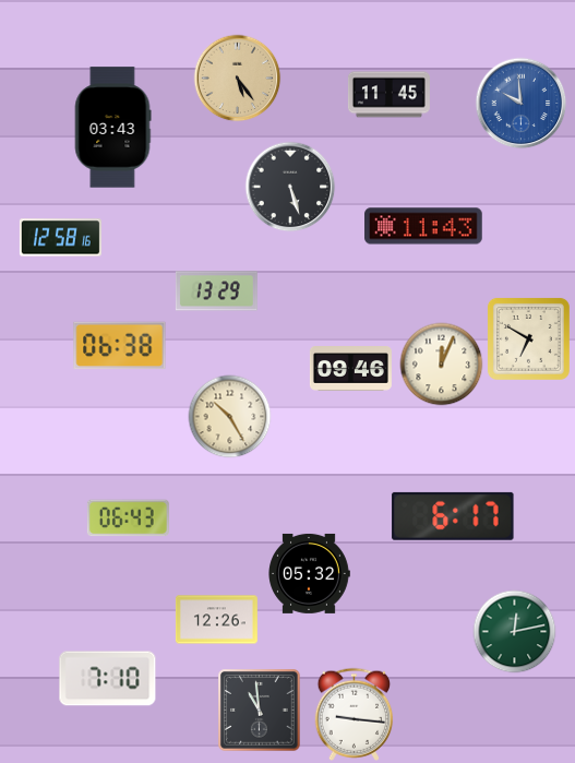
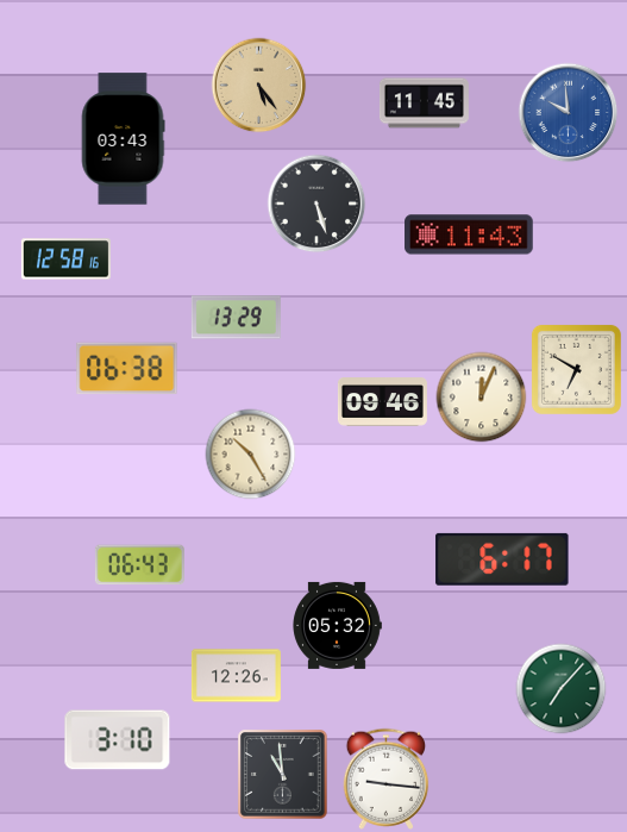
clock at (423, 226) position: (423, 226) -> (469, 234)
clock at (120, 346) position: (120, 346) -> (127, 369)
clock at (453, 516) position: (453, 516) -> (502, 559)
clock at (515, 632): 12:13 -> 7:07
clock at (108, 679): 7:10 -> 3:10
